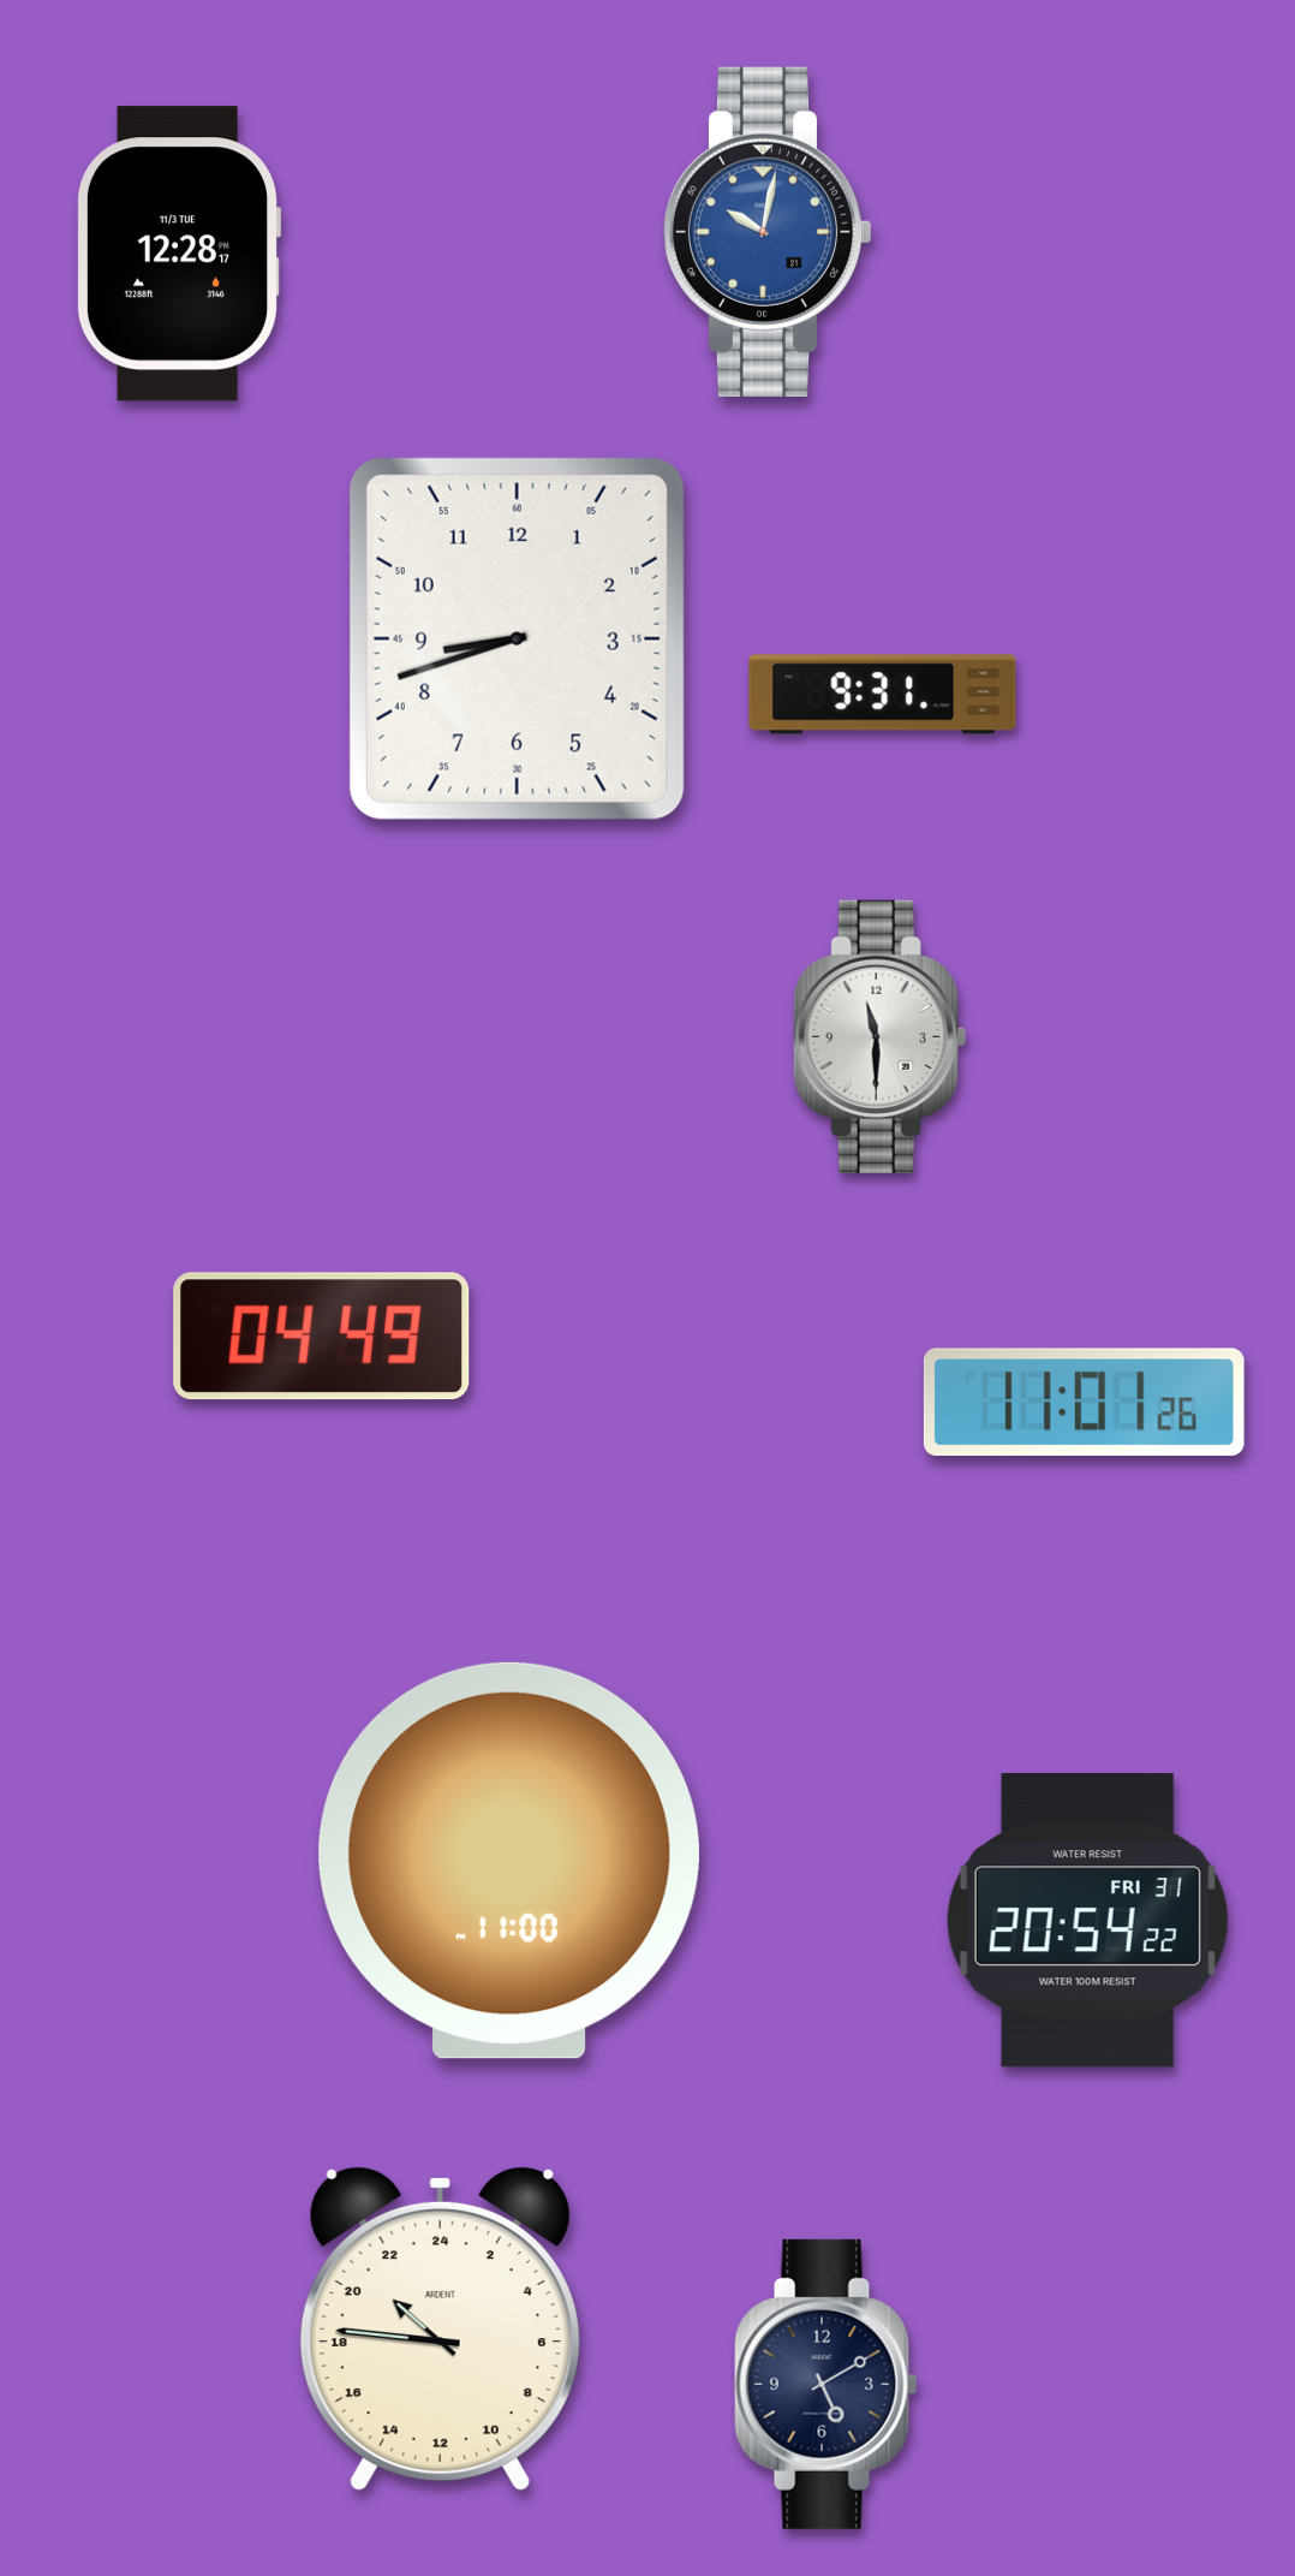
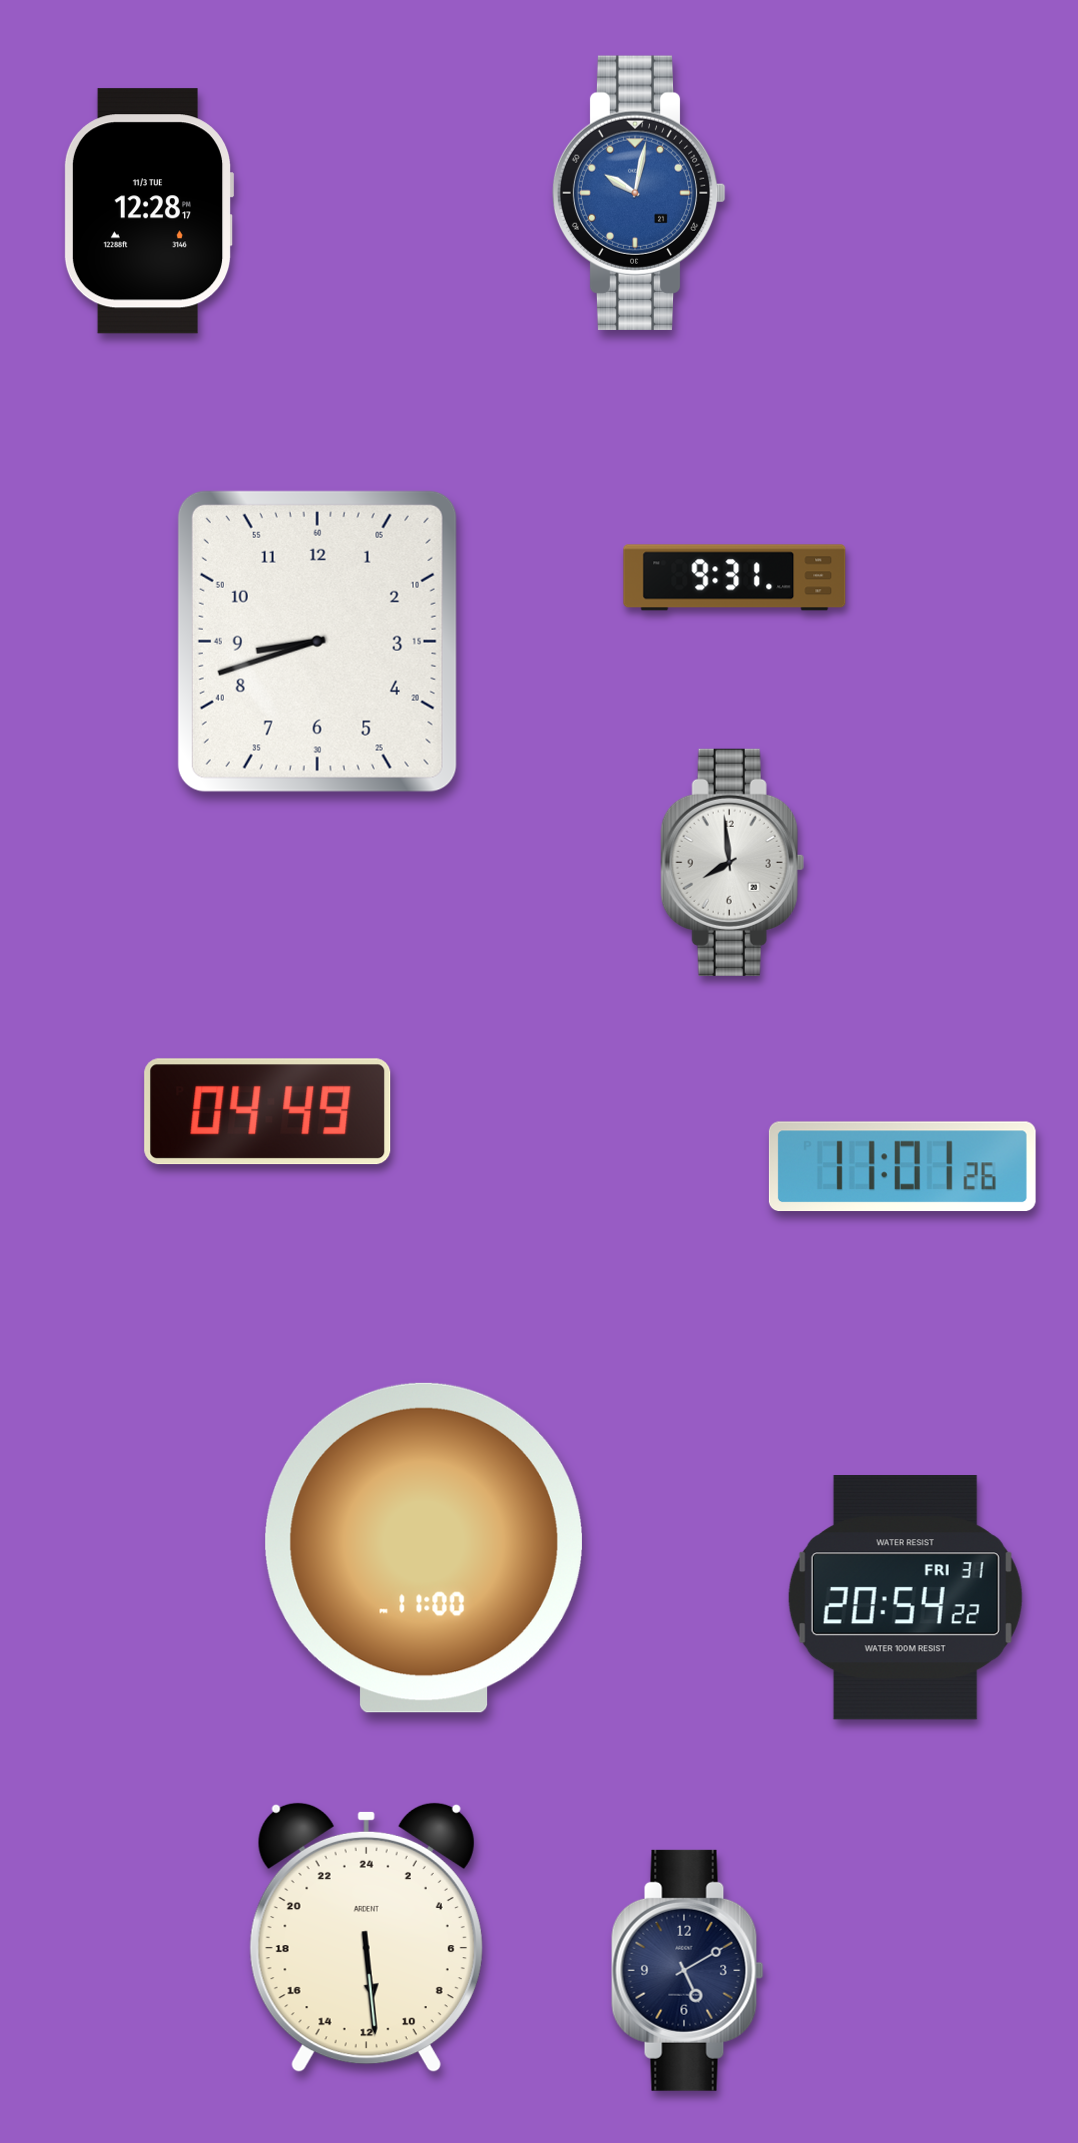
clock at (517, 638) position: (517, 638) -> (317, 641)
clock at (879, 1036): 11:30 -> 7:59
clock at (440, 2330): 20:46 -> 11:29
clock at (826, 2384) position: (826, 2384) -> (688, 1970)
